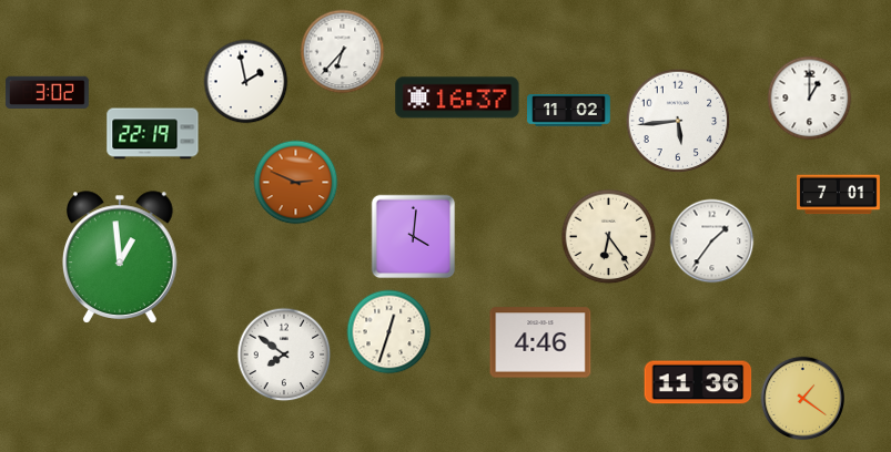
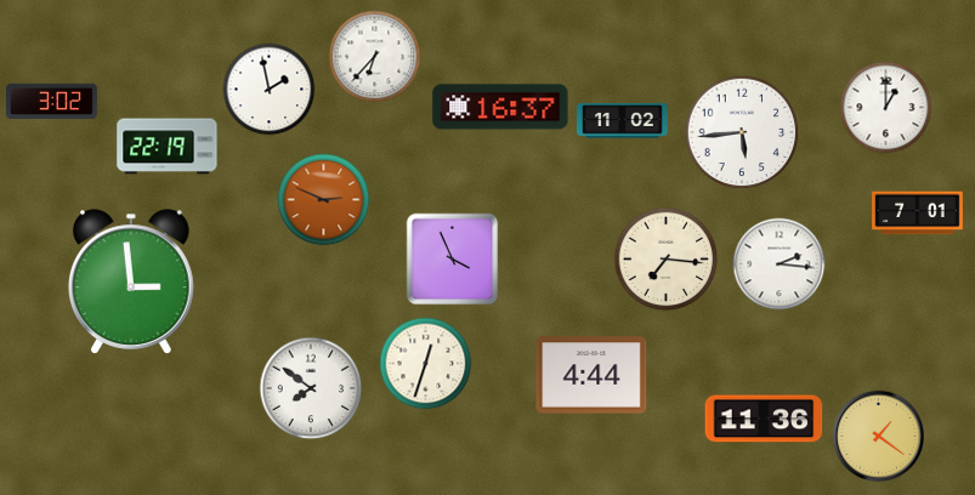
clock at (414, 237): 4:01 -> 3:56
clock at (609, 237): 6:24 -> 7:16
clock at (712, 242): 1:36 -> 2:16
clock at (120, 257): 12:59 -> 2:59
clock at (540, 342): 4:46 -> 4:44
